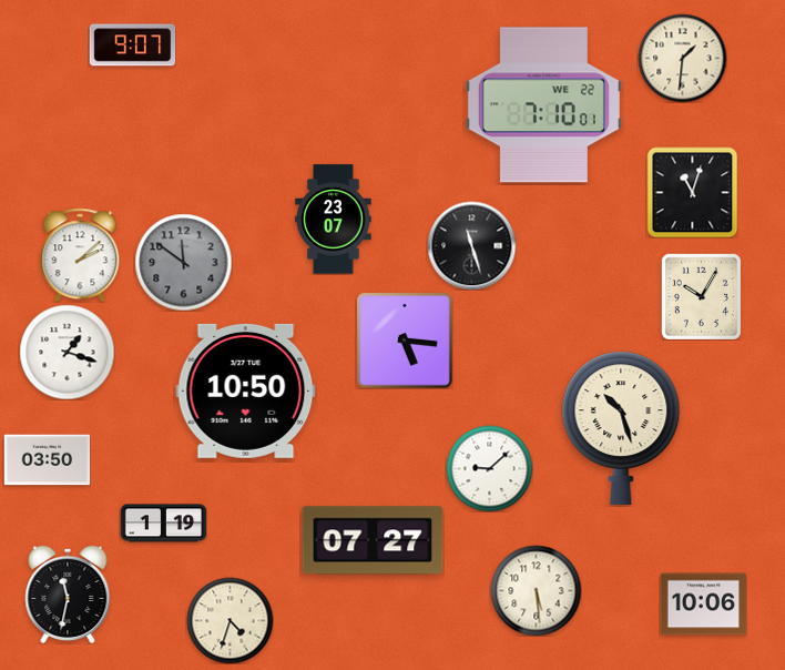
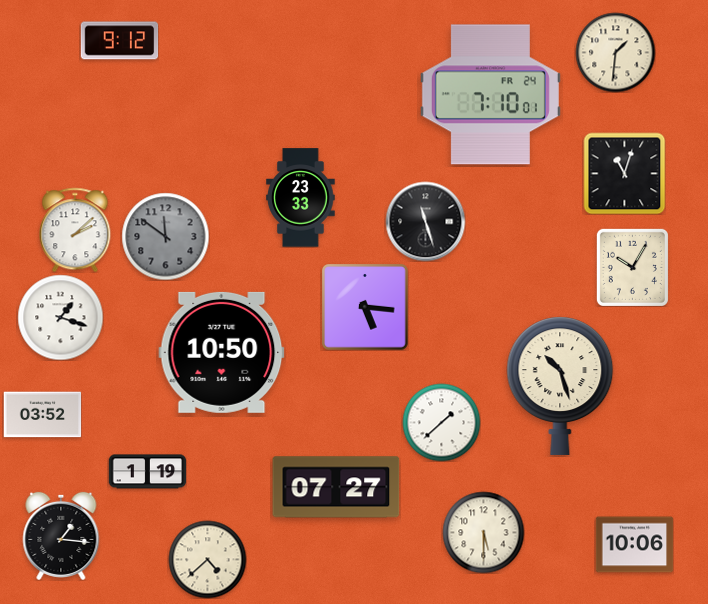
clock at (132, 45): 9:07 -> 9:12
clock at (543, 105) date: WE 22 -> FR 24
clock at (334, 220): 23:07 -> 23:33
clock at (80, 255) position: (80, 255) -> (75, 230)
clock at (47, 460): 03:50 -> 03:52
clock at (489, 468): 9:08 -> 1:38
clock at (536, 590): 5:29 -> 5:30
clock at (68, 595): 11:32 -> 1:16
clock at (230, 620): 4:33 -> 4:38
